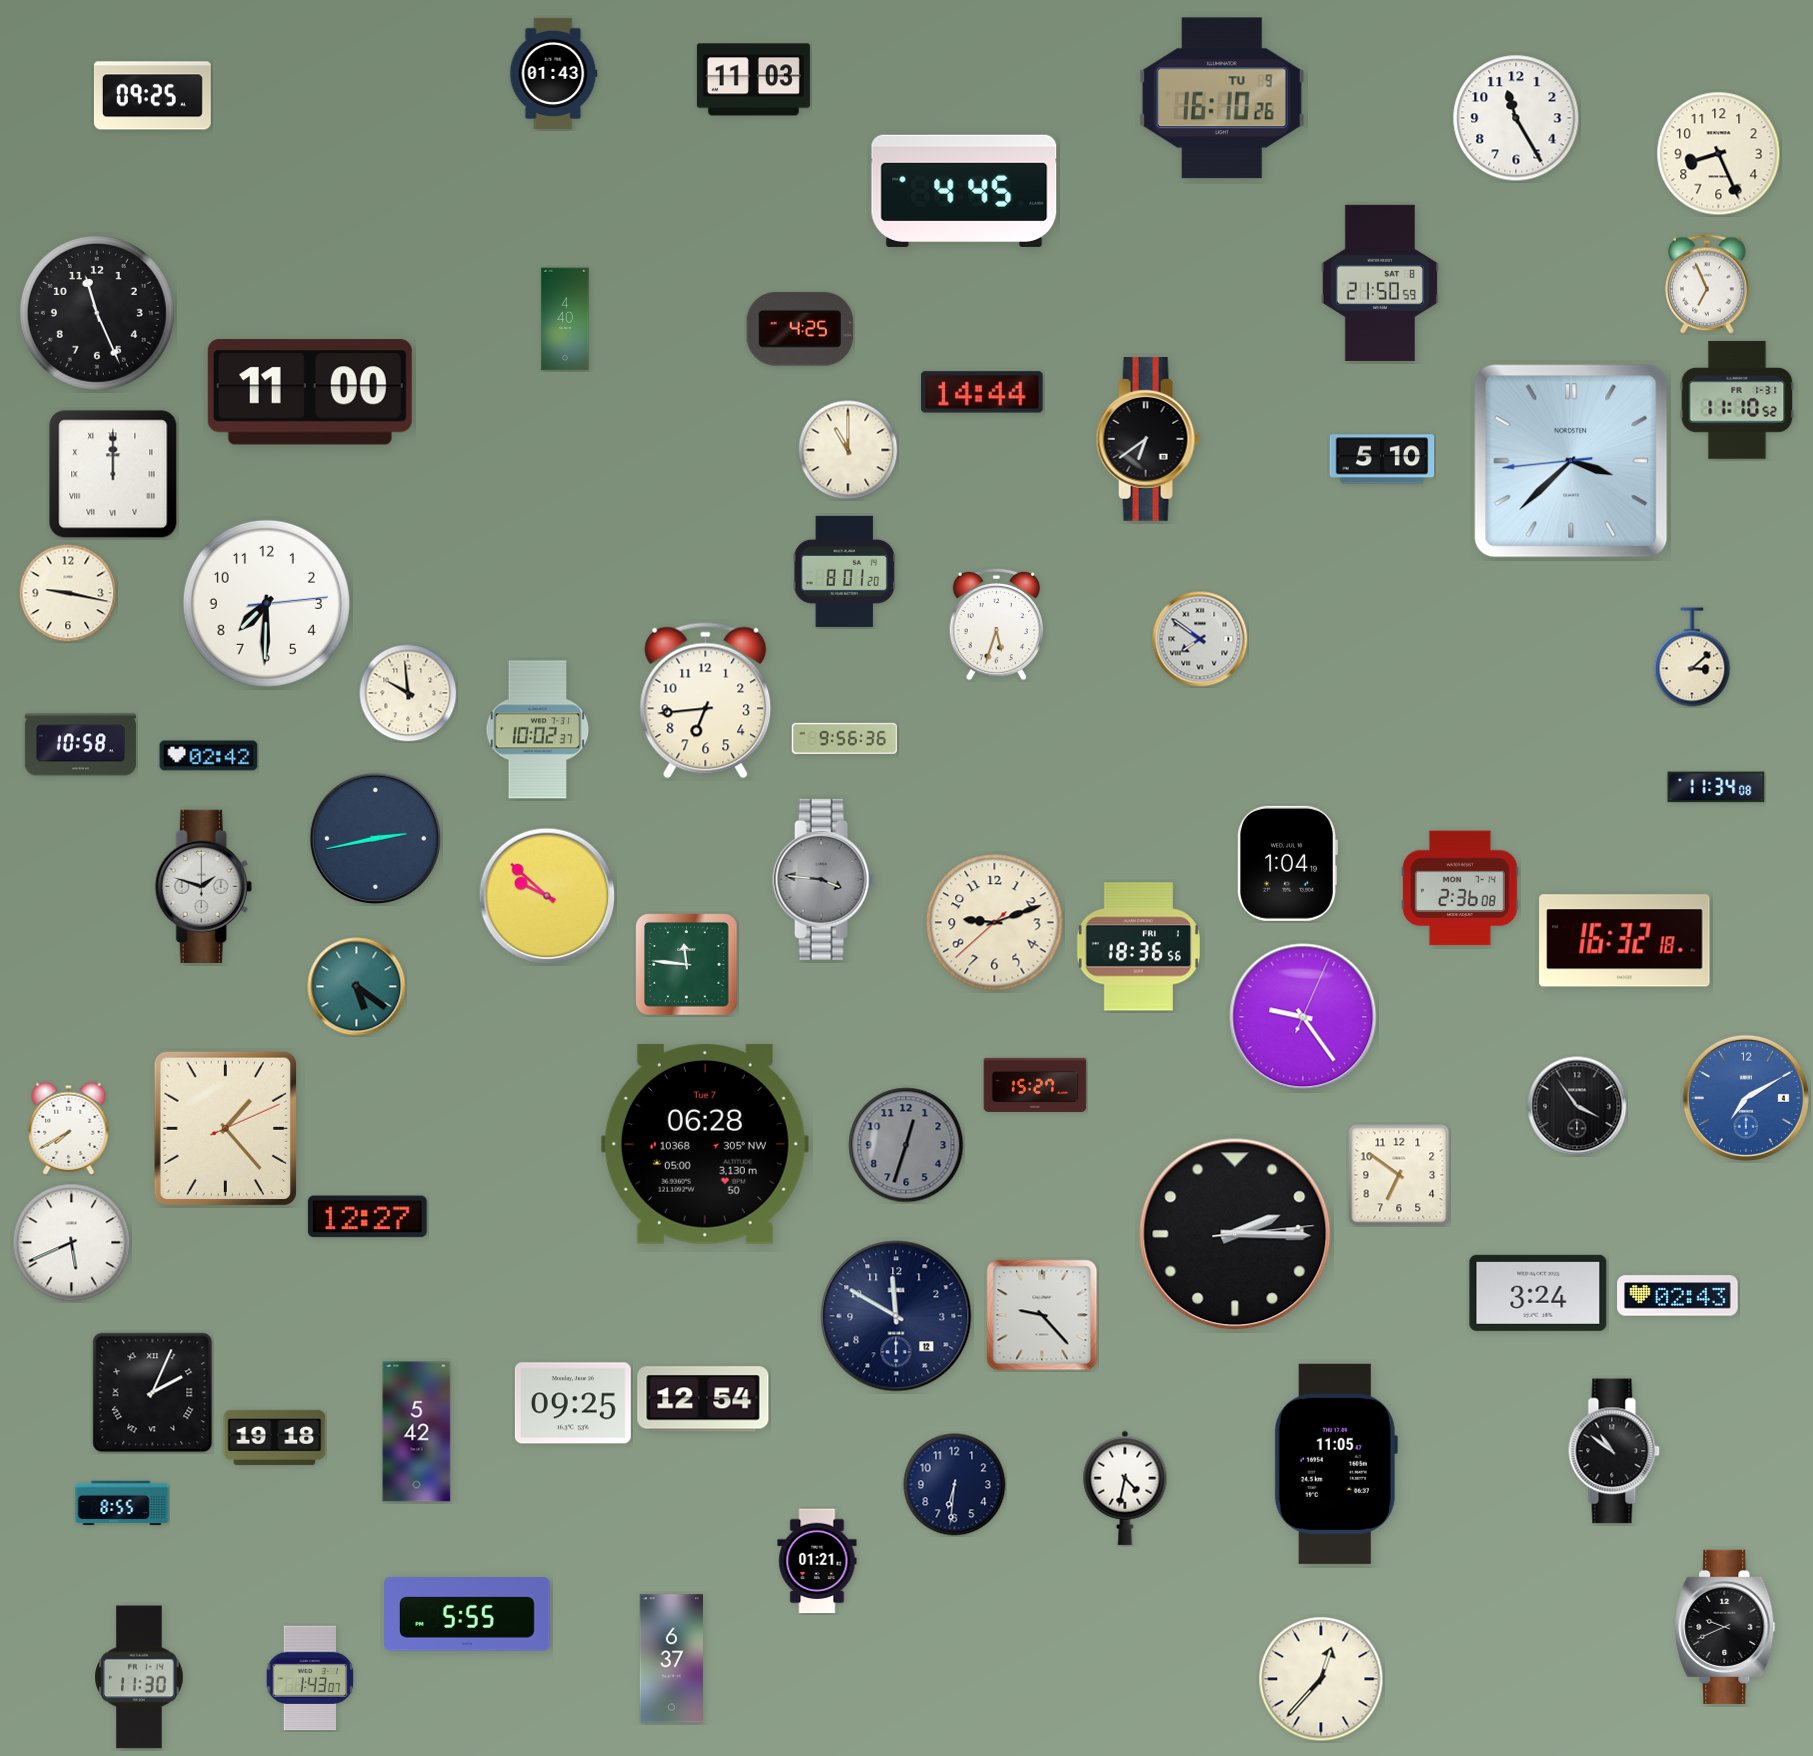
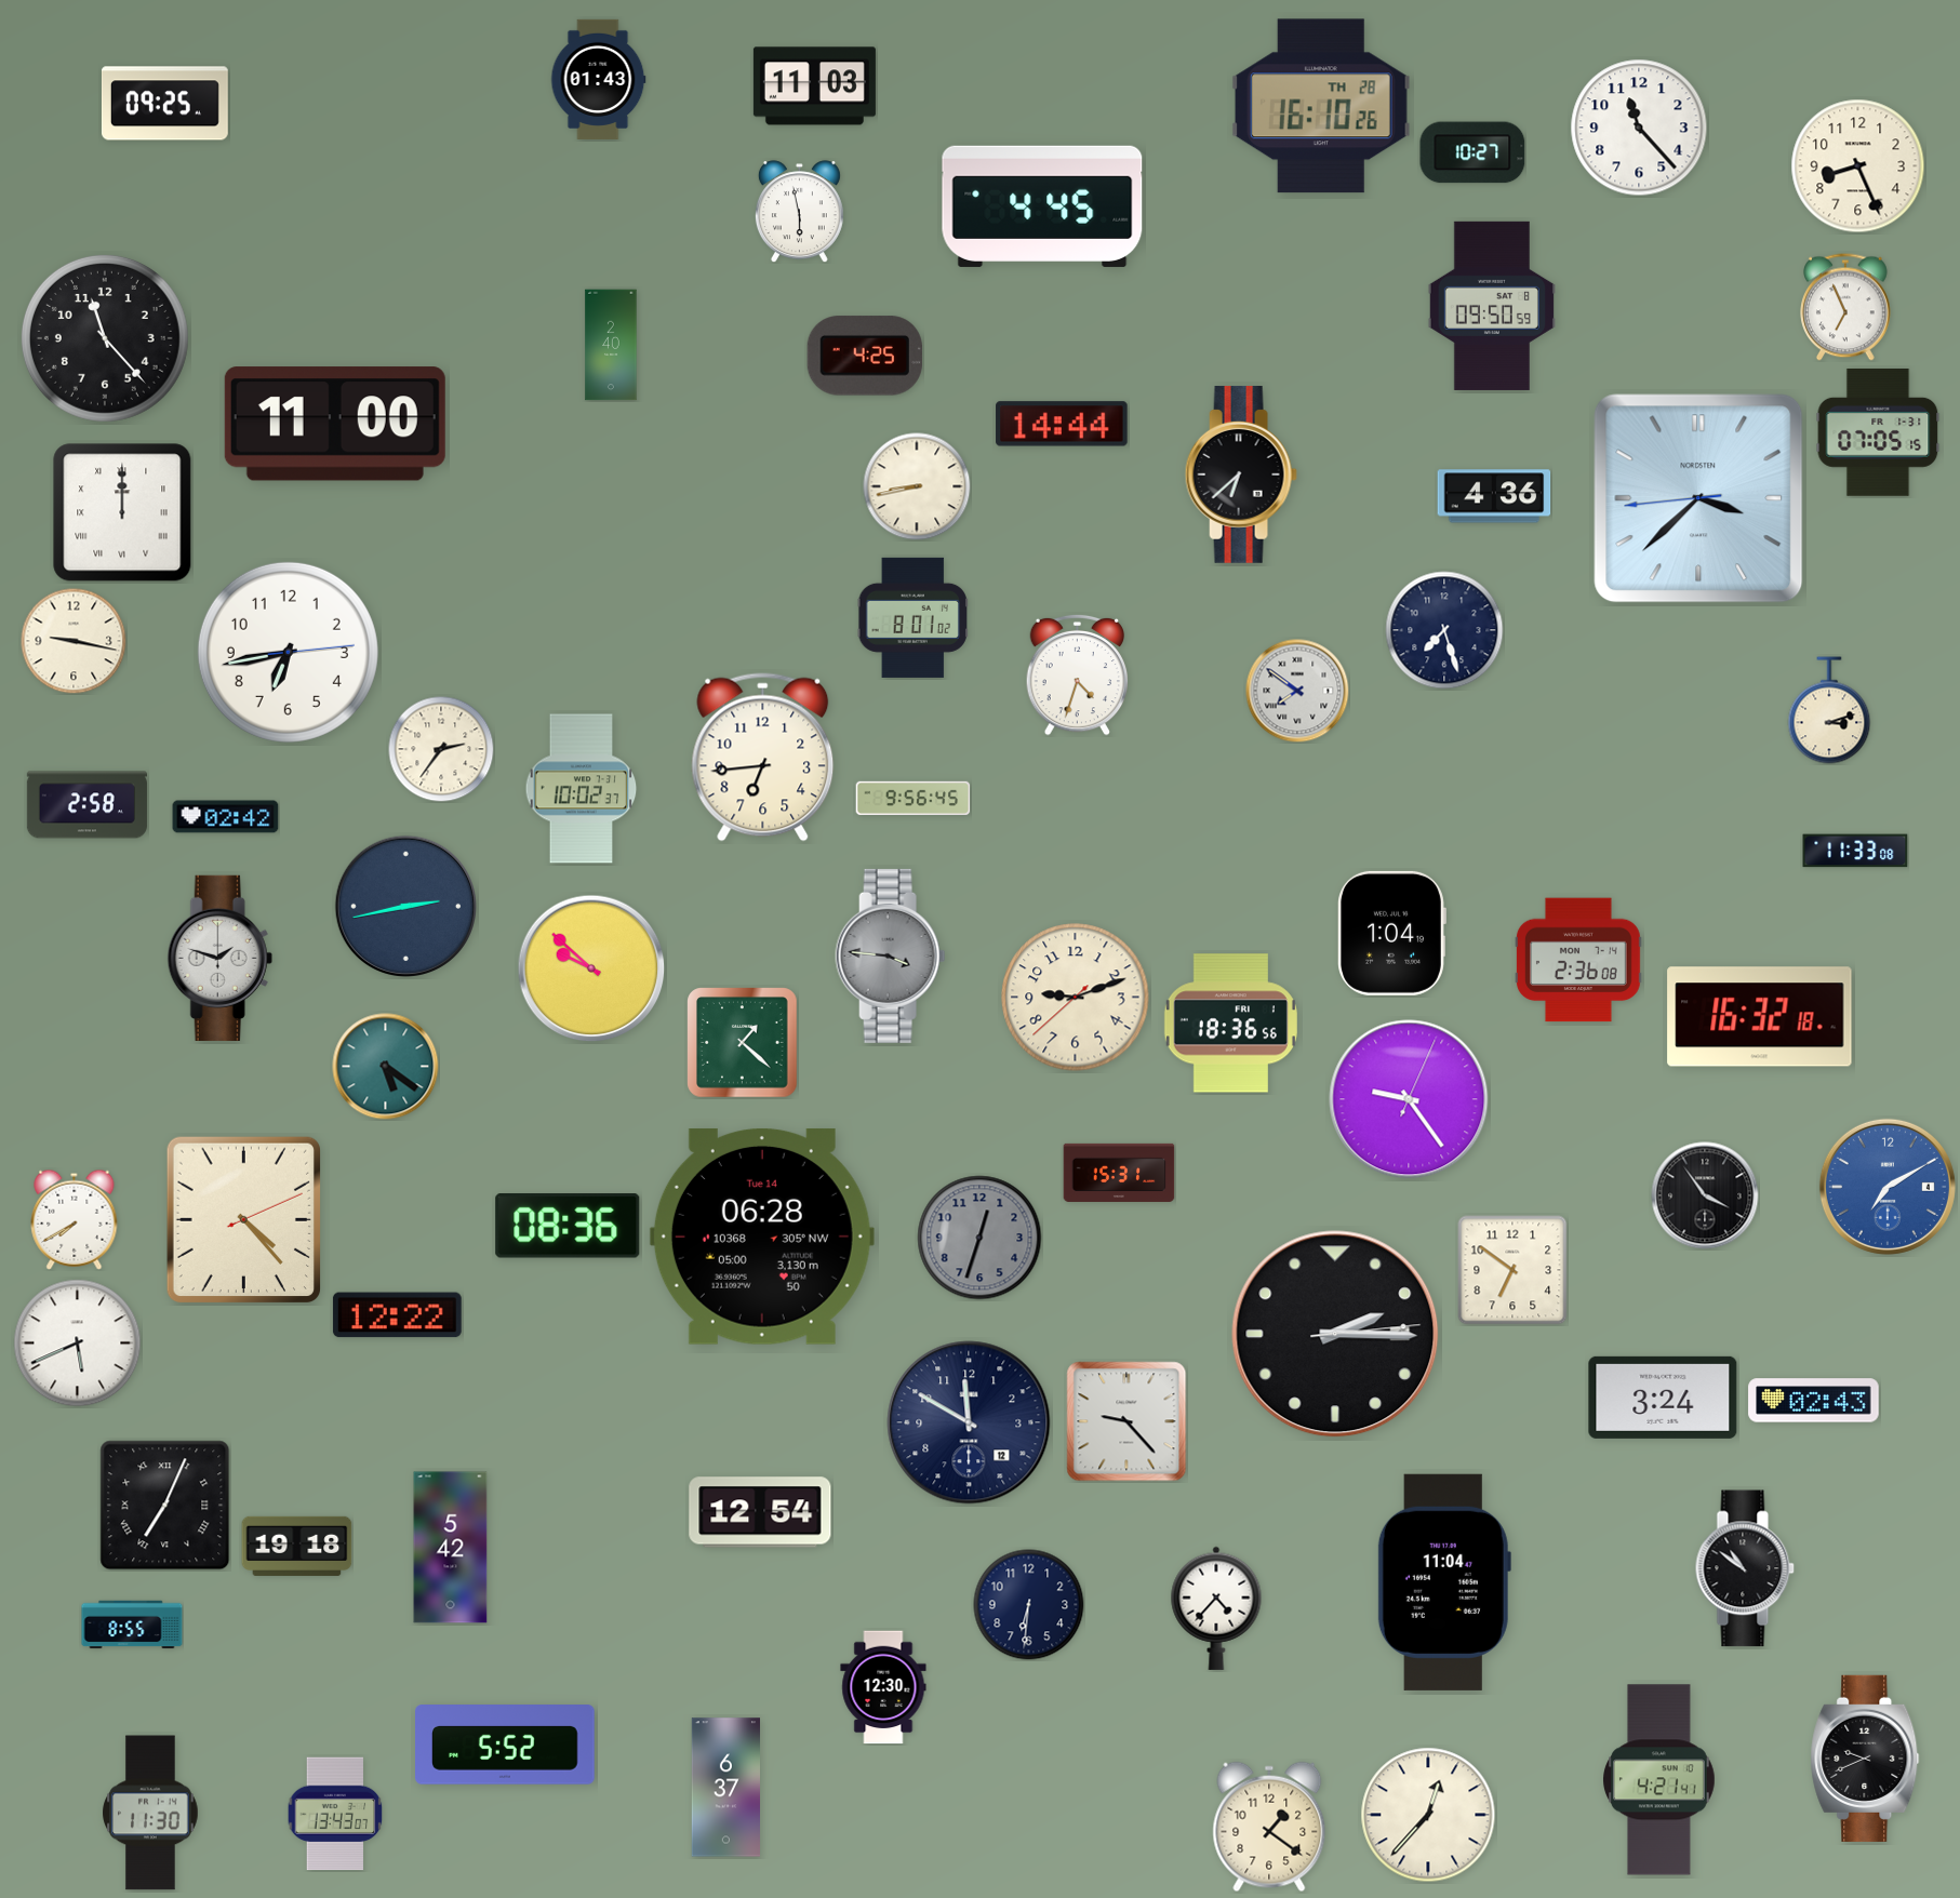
clock at (1222, 98) date: TU 9 -> TH 28
clock at (1516, 118): 11:25 -> 11:23
clock at (1472, 152): none -> 10:27
clock at (799, 212): none -> 5:58
clock at (1380, 283): 21:50 -> 09:50
clock at (97, 313): 11:26 -> 11:23
clock at (565, 319): 4:40 -> 2:40
clock at (1737, 400): 11:10 -> 07:05
clock at (1148, 439): 6:39 -> 6:38
clock at (848, 450): 11:00 -> 8:43
clock at (1382, 459): 5:10 -> 4:36
clock at (844, 571): 8:01:20 -> 8:01:02
clock at (1444, 630): none -> 7:27
clock at (266, 603): 7:30 -> 6:43
clock at (997, 624): 5:33 -> 4:33
clock at (1692, 657): 3:08 -> 3:12
clock at (408, 693): 9:59 -> 2:36
clock at (845, 738): 9:56:36 -> 9:56:45
clock at (80, 745): 10:58 -> 2:58
clock at (1716, 787): 11:34 -> 11:33
clock at (824, 879) position: (824, 879) -> (891, 955)
clock at (1625, 941) position: (1625, 941) -> (1760, 1017)
clock at (687, 965): 11:46 -> 1:22
clock at (1035, 1085): 15:27 -> 15:31
clock at (225, 1129): 1:23 -> 4:23
clock at (568, 1227): none -> 08:36
clock at (705, 1144) date: Tue 7 -> Tue 14
clock at (367, 1217): 12:27 -> 12:22
clock at (153, 1393): 2:04 -> 7:04
clock at (573, 1403): 09:25 -> none
clock at (275, 1437) position: (275, 1437) -> (297, 1546)
clock at (1336, 1464): 11:05 -> 11:04
clock at (955, 1485) position: (955, 1485) -> (1029, 1605)
clock at (1125, 1488): 4:32 -> 4:37
clock at (817, 1561): 01:21 -> 12:30
clock at (467, 1615): 5:55 -> 5:52
clock at (1659, 1780): none -> 4:21
clock at (671, 1659) position: (671, 1659) -> (725, 1788)
clock at (310, 1678): 1:43 -> 13:43
clock at (1269, 1827): none -> 1:21
